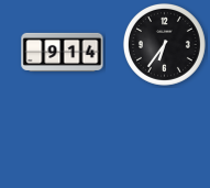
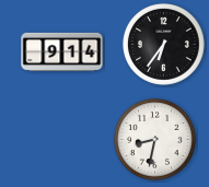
clock at (154, 139): none -> 8:32
